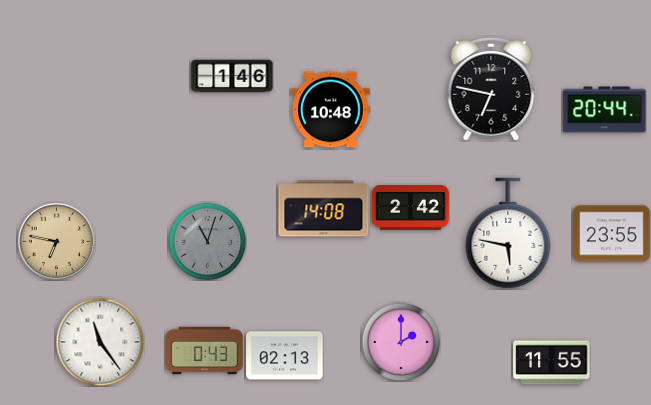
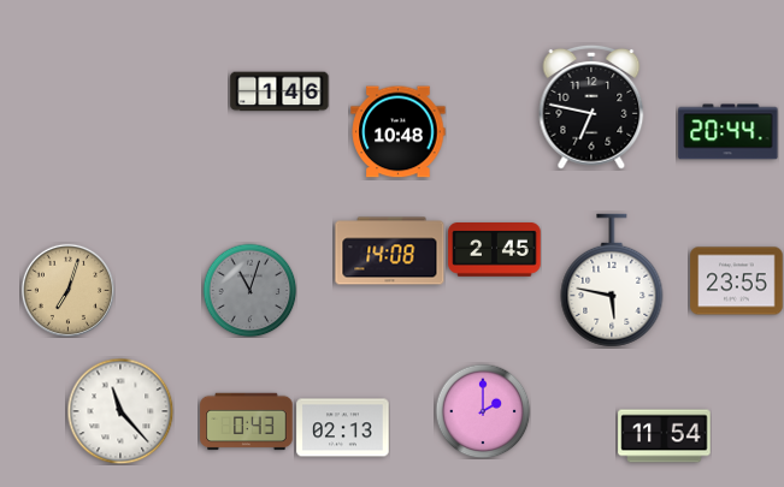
clock at (411, 208): 2:42 -> 2:45
clock at (56, 241): 6:47 -> 7:03
clock at (100, 342): 11:24 -> 11:23
clock at (552, 363): 11:55 -> 11:54
